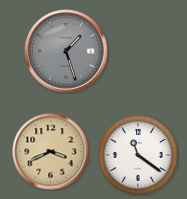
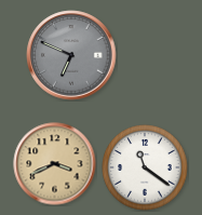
clock at (66, 51): 1:27 -> 6:49
clock at (138, 155) position: (138, 155) -> (145, 167)
